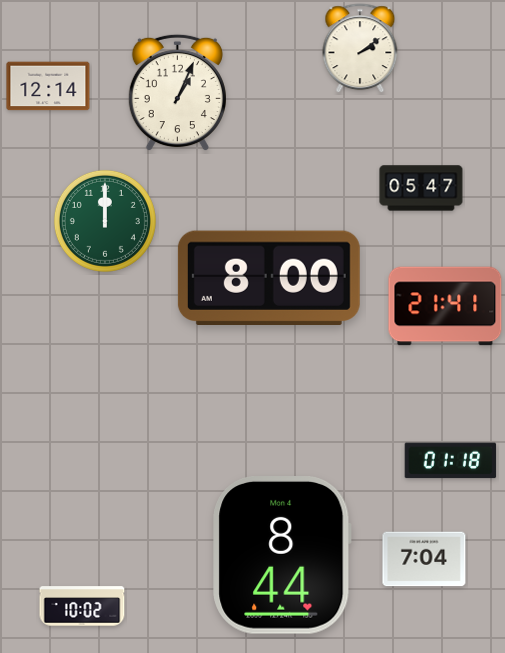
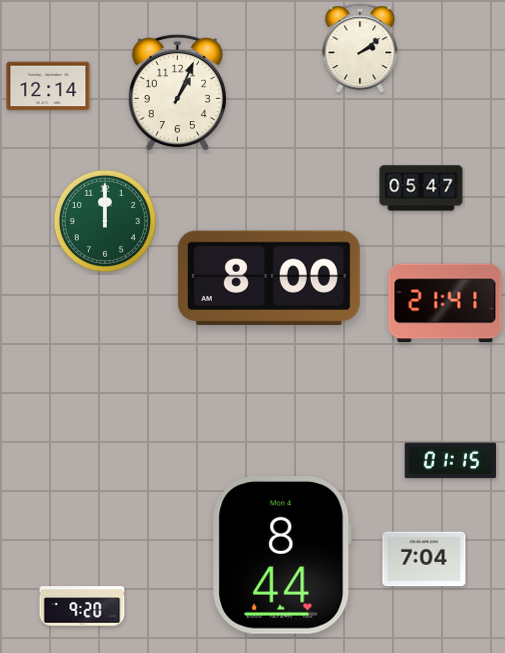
clock at (445, 306) position: (445, 306) -> (445, 303)
clock at (451, 461): 01:18 -> 01:15
clock at (82, 606): 10:02 -> 9:20
